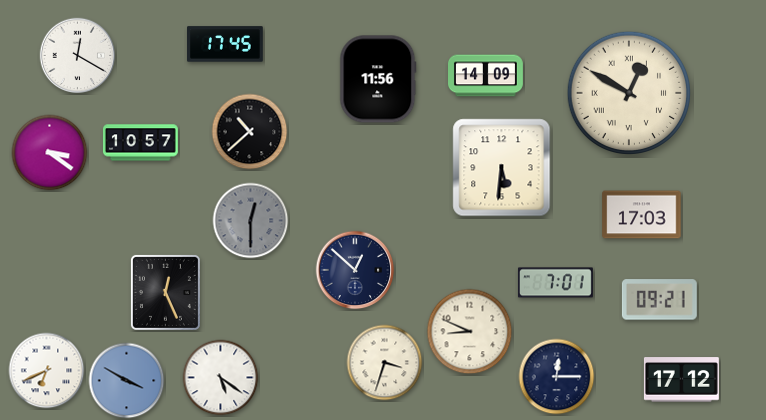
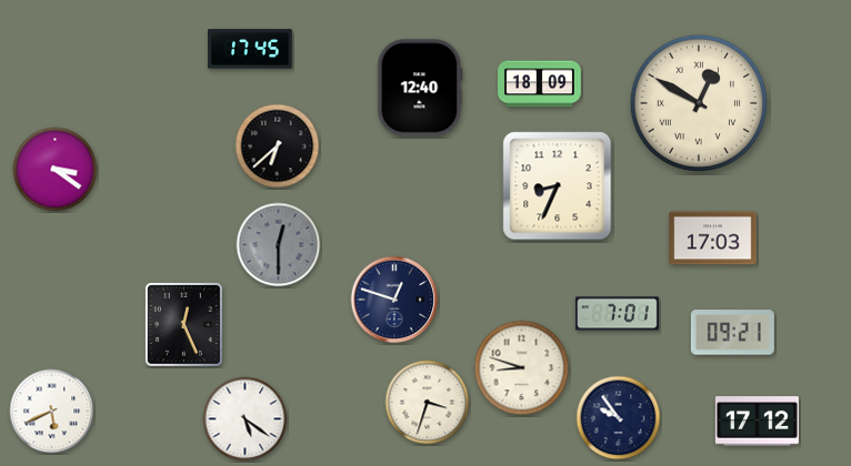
clock at (78, 56): 12:20 -> none
clock at (486, 76): 14:09 -> 18:09
clock at (378, 79): 11:56 -> 12:40
clock at (250, 132): 10:38 -> 6:38
clock at (140, 143): 10:57 -> none
clock at (502, 168): 5:31 -> 8:34
clock at (355, 270): 12:52 -> 12:48
clock at (470, 332): 8:49 -> 8:48
clock at (47, 371): 6:41 -> 5:41
clock at (557, 377): 12:15 -> 9:54
clock at (127, 381): 3:50 -> none
